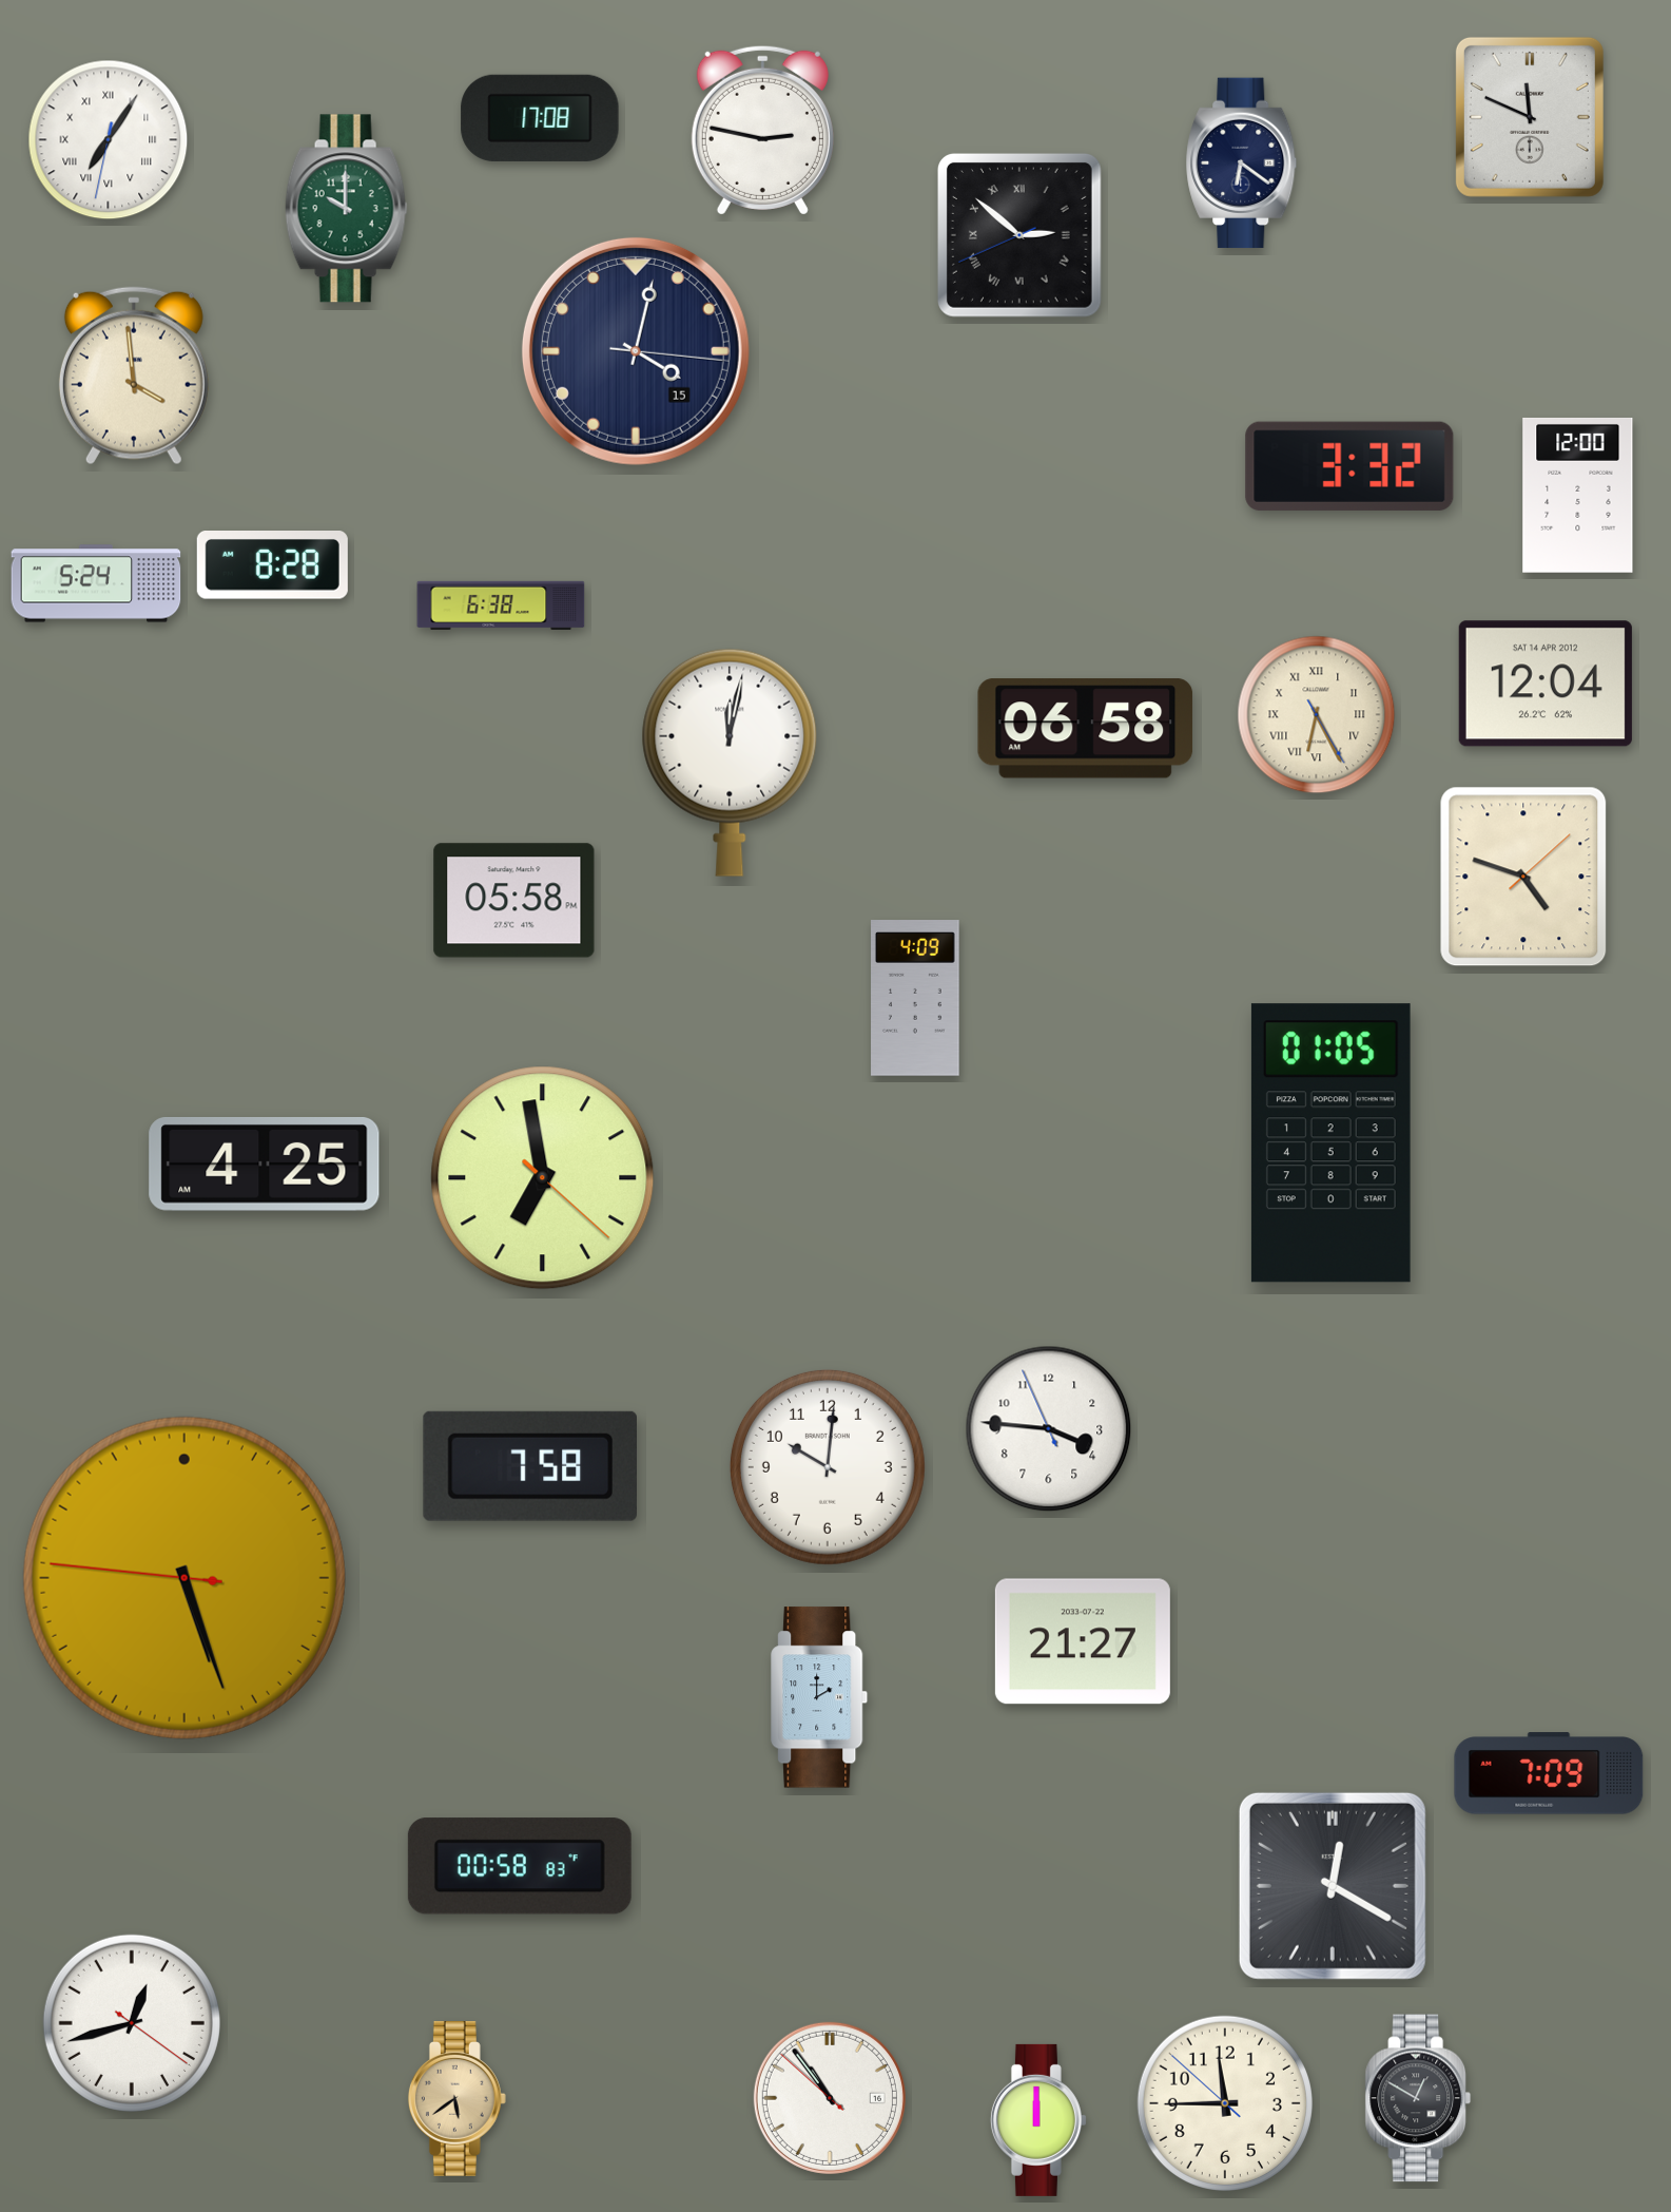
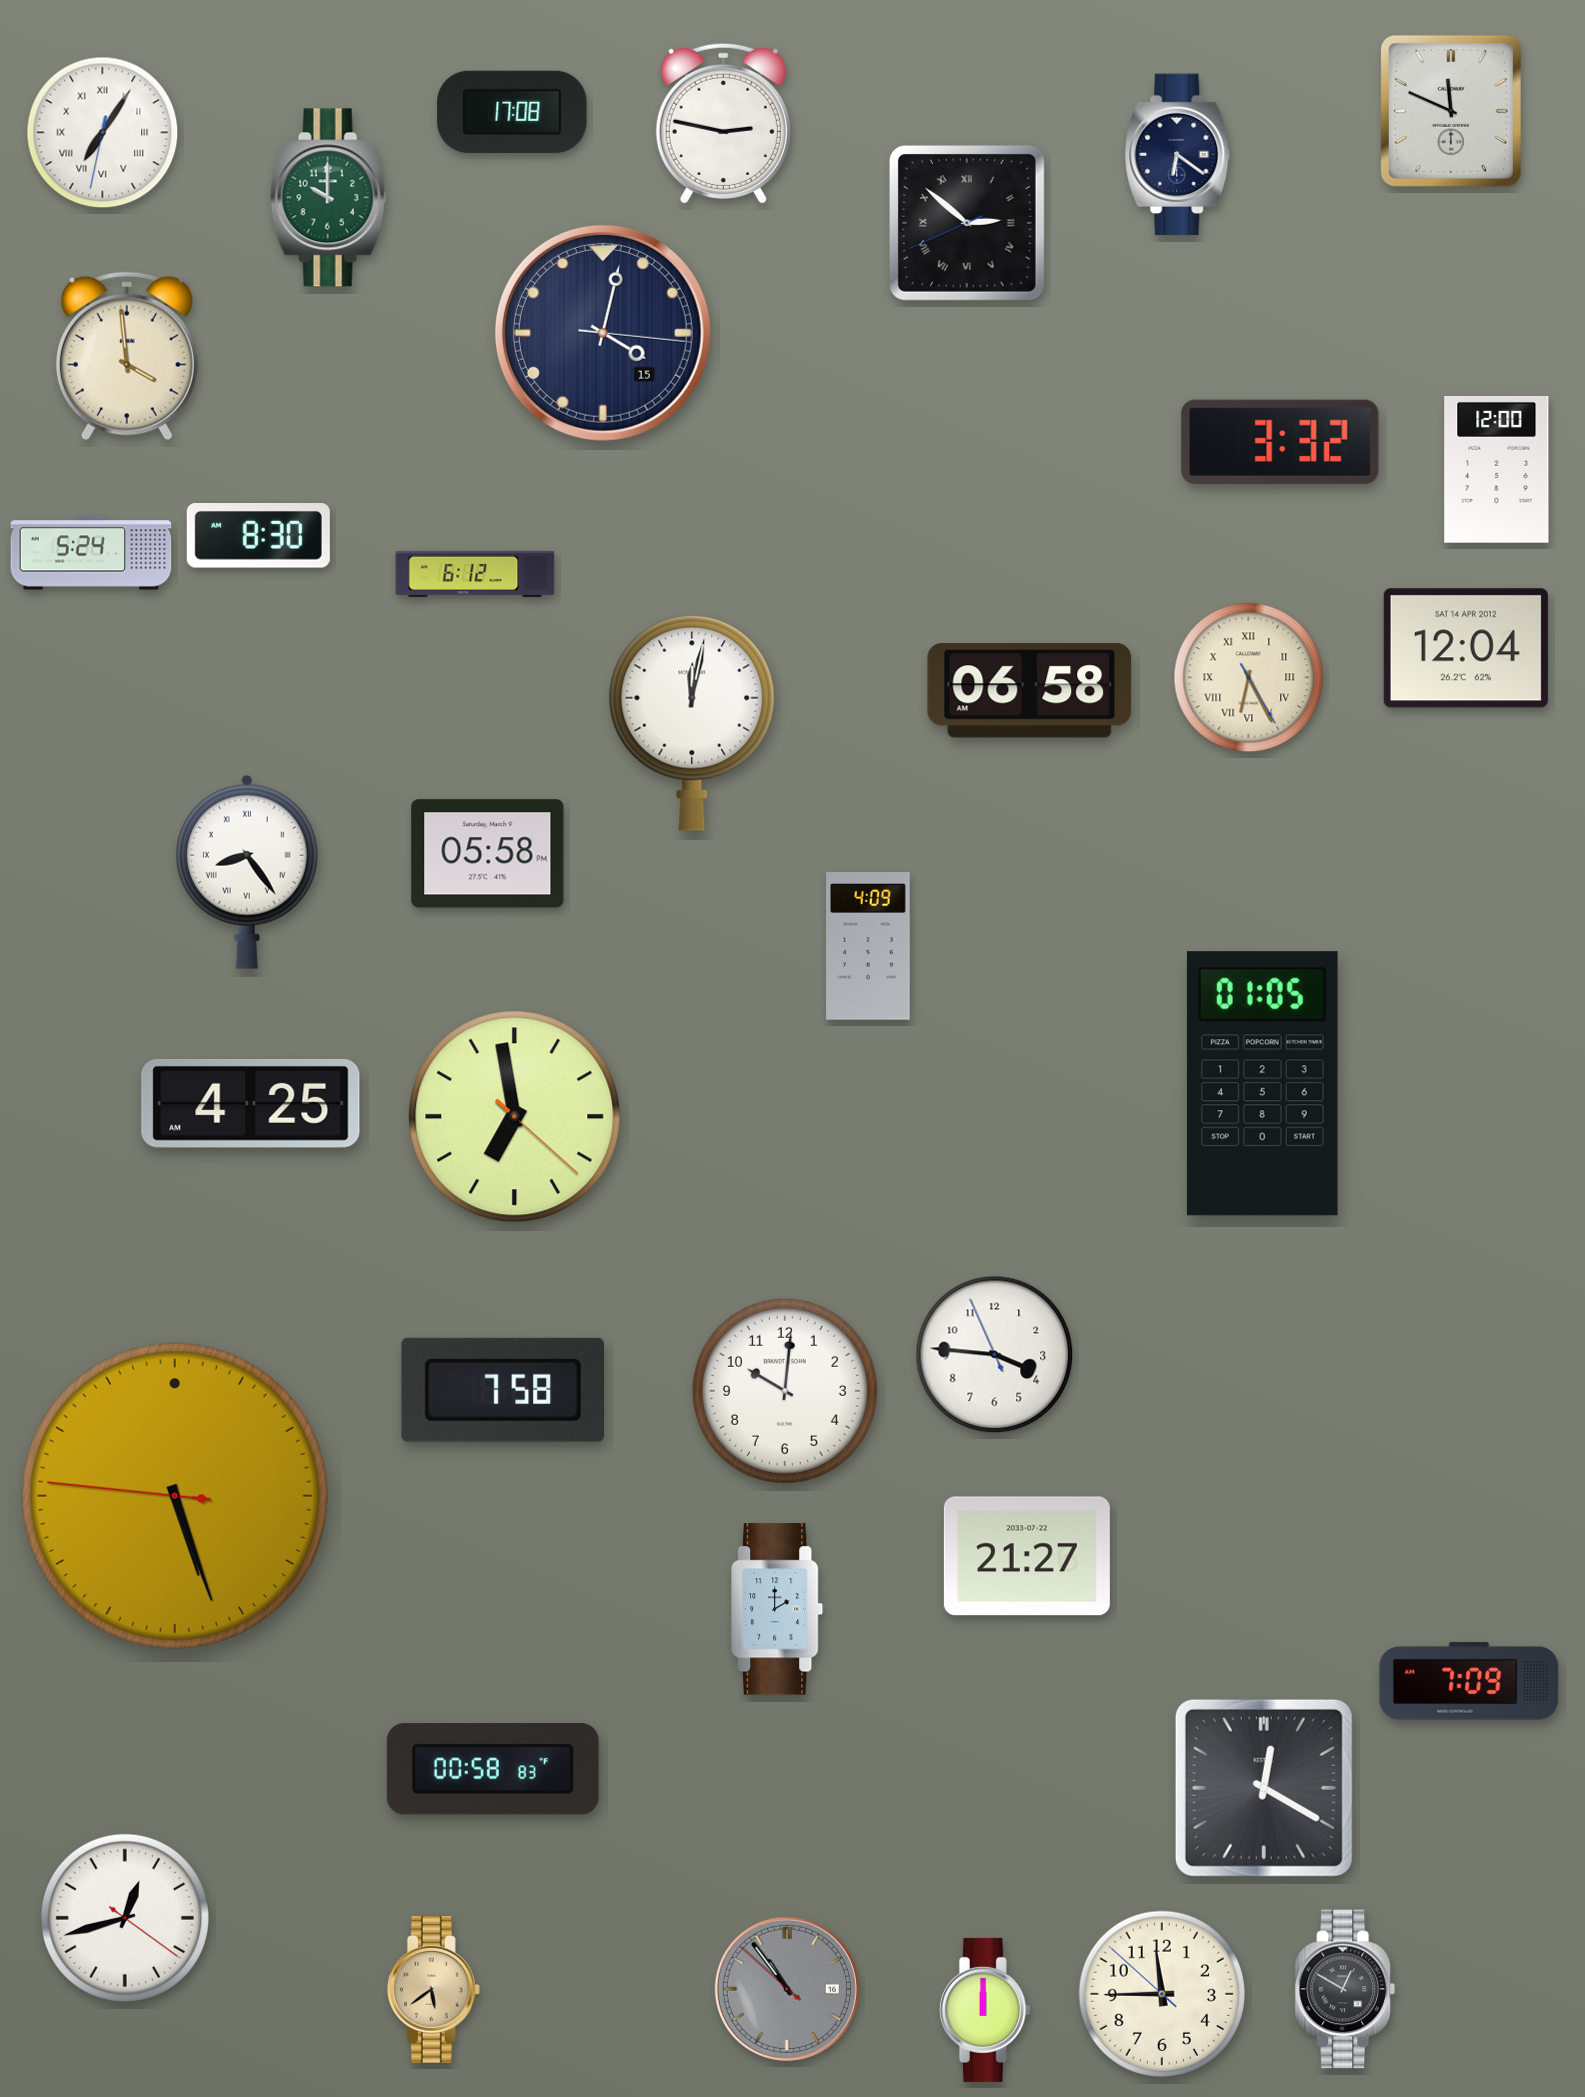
clock at (272, 565): 8:28 -> 8:30
clock at (501, 604): 6:38 -> 6:12
clock at (1523, 877): 4:48 -> none
clock at (247, 872): none -> 8:24
clock at (830, 2098) dial: white -> grey
